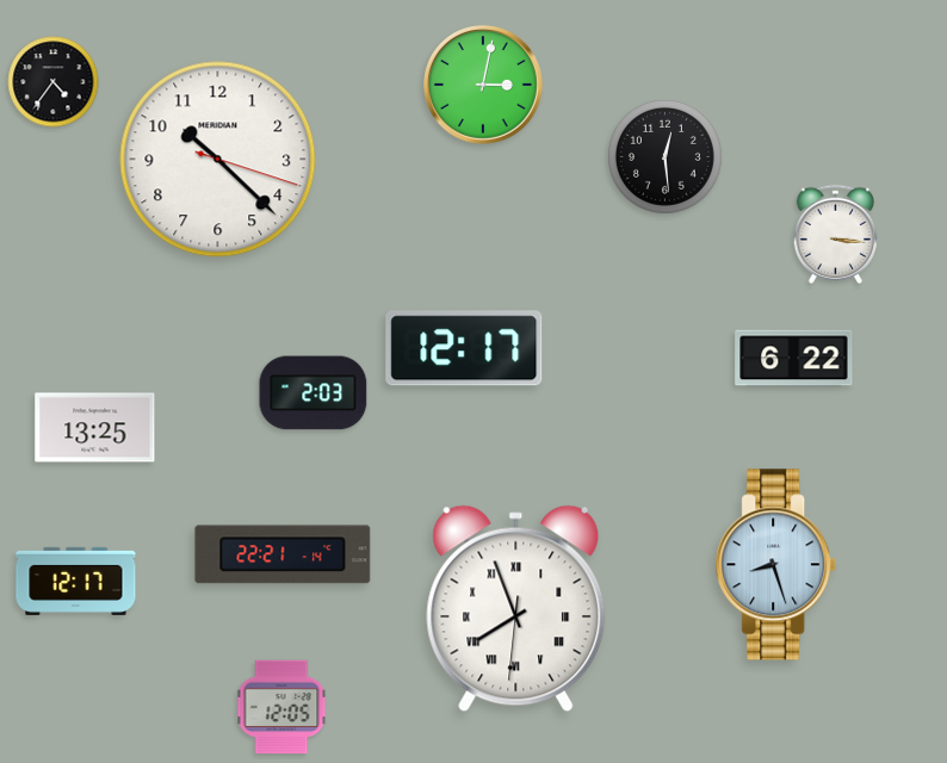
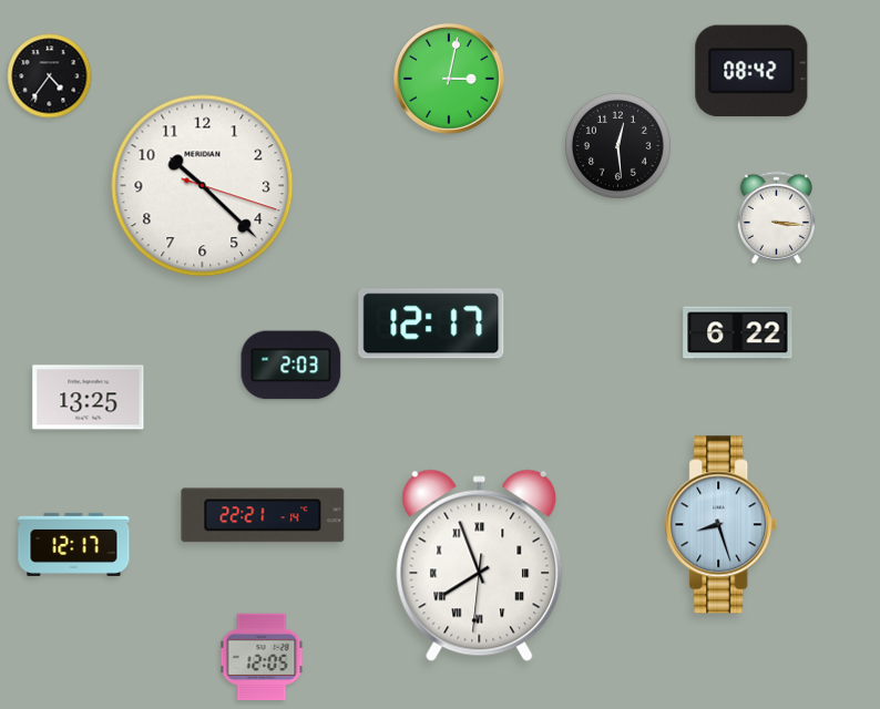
clock at (751, 71): none -> 08:42
clock at (218, 160) position: (218, 160) -> (203, 186)
clock at (76, 581) position: (76, 581) -> (74, 544)
